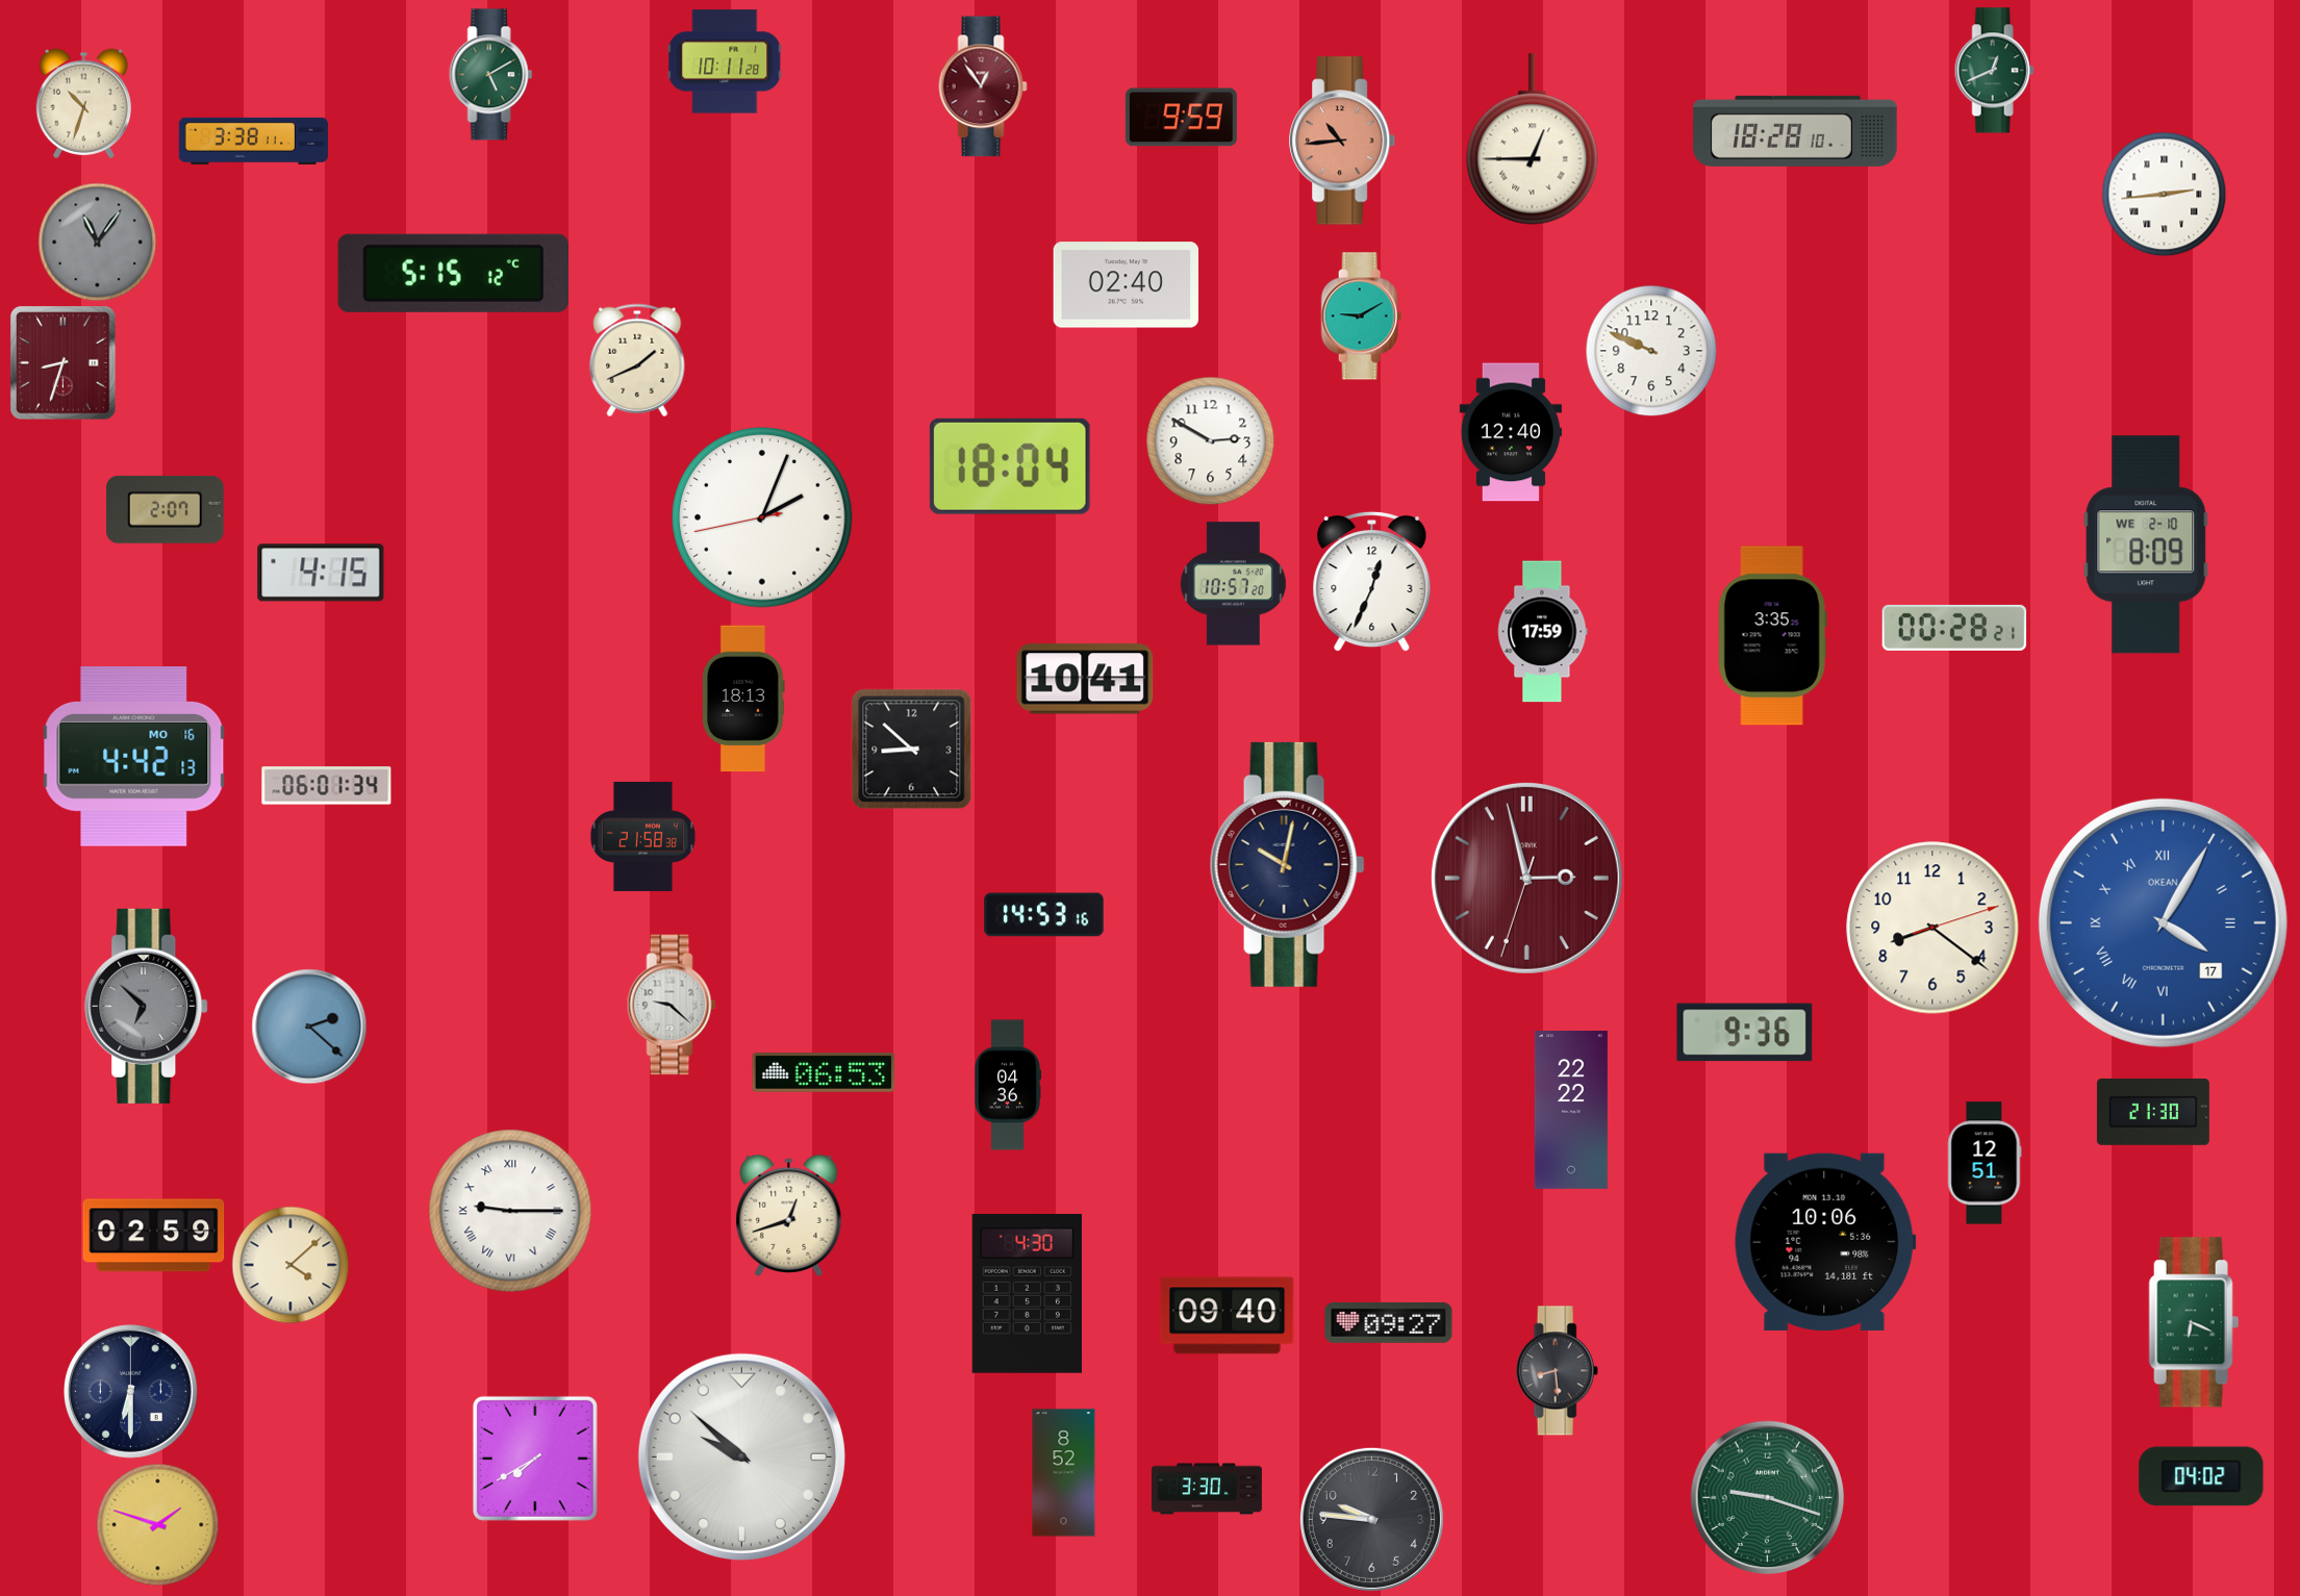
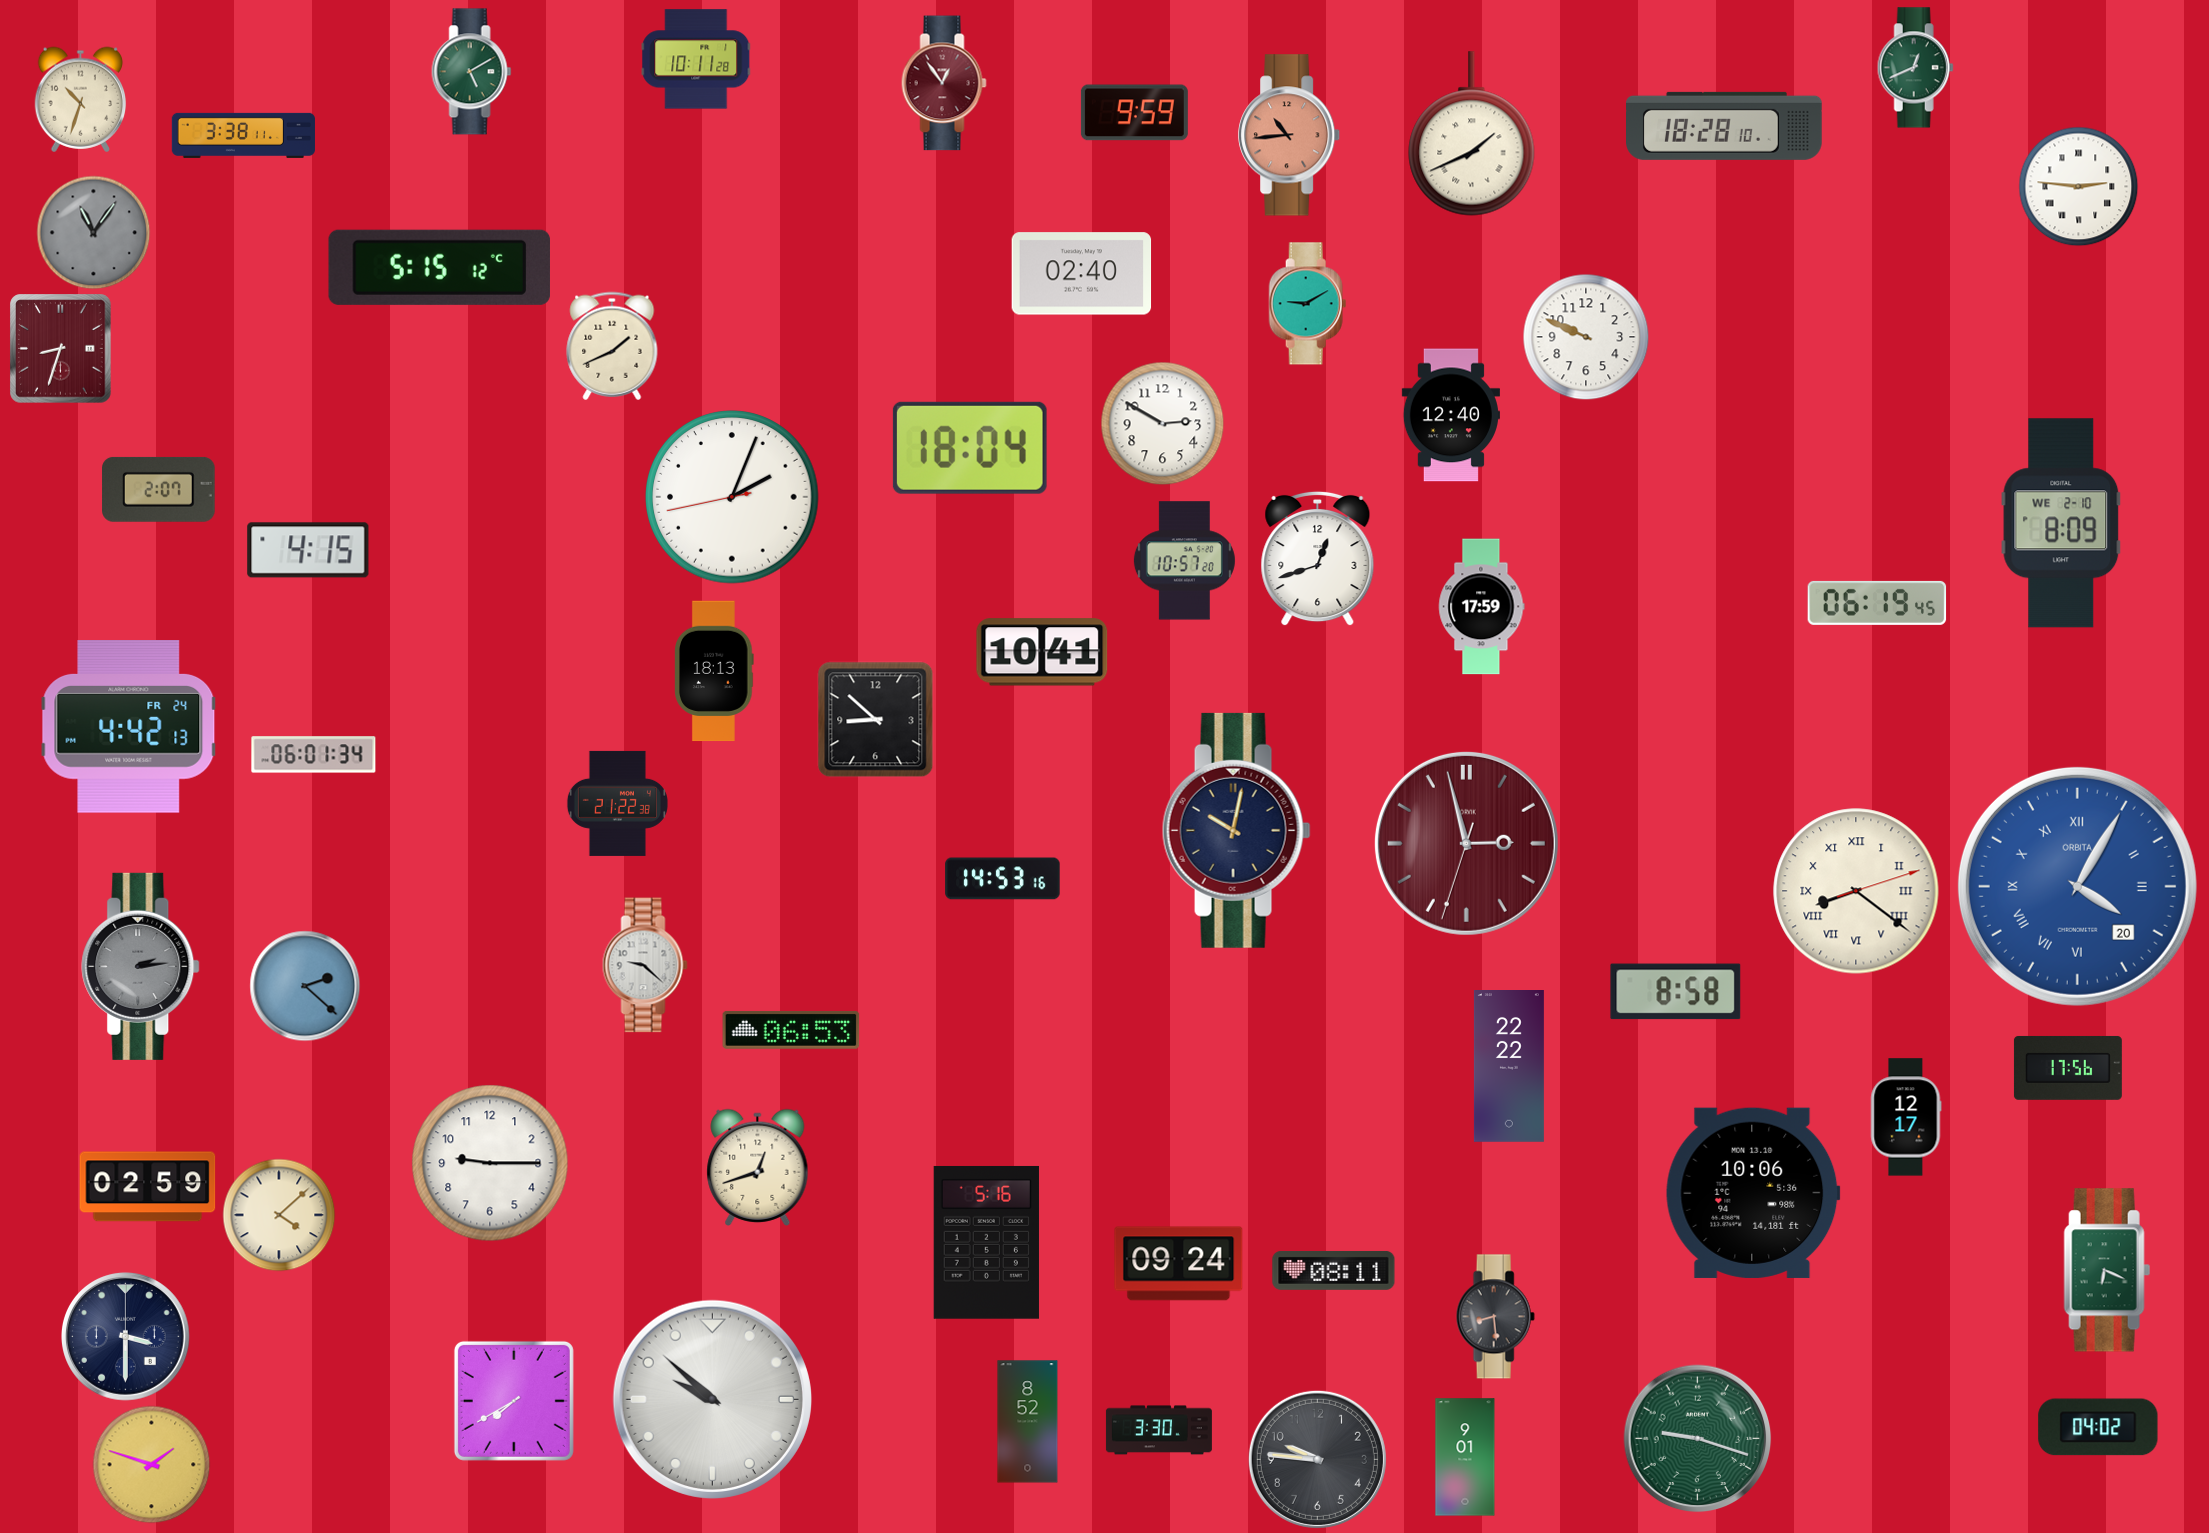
clock at (1533, 140): 12:45 -> 1:41
clock at (2165, 195): 2:44 -> 2:46
clock at (453, 273) position: (453, 273) -> (439, 267)
clock at (1372, 582): 12:34 -> 12:42
clock at (1954, 628): 00:28 -> 06:19
clock at (1772, 636): 3:35 -> none
clock at (134, 757) date: MO 16 -> FR 24
clock at (642, 836): 21:58 -> 21:22
clock at (2163, 922) date: 17 -> 20
clock at (2163, 922) brand: OKEAN -> ORBITA
clock at (1932, 928) numerals: Arabic -> Roman
clock at (147, 1006): 6:52 -> 2:14
clock at (309, 1027) position: (309, 1027) -> (305, 986)
clock at (1745, 1033): 9:36 -> 8:58
clock at (1007, 1085): 04:36 -> none
clock at (2153, 1112): 21:30 -> 17:56
clock at (1985, 1163): 12:51 -> 12:17
clock at (510, 1211) numerals: Roman -> Arabic
clock at (1027, 1293): 4:30 -> 5:16
clock at (1228, 1316): 09:40 -> 09:24
clock at (1389, 1322): 09:27 -> 08:11
clock at (131, 1392): 6:30 -> 3:30
clock at (1064, 1473) position: (1064, 1473) -> (1028, 1422)
clock at (2201, 1476) position: (2201, 1476) -> (2098, 1427)
clock at (1465, 1457): none -> 9:01
